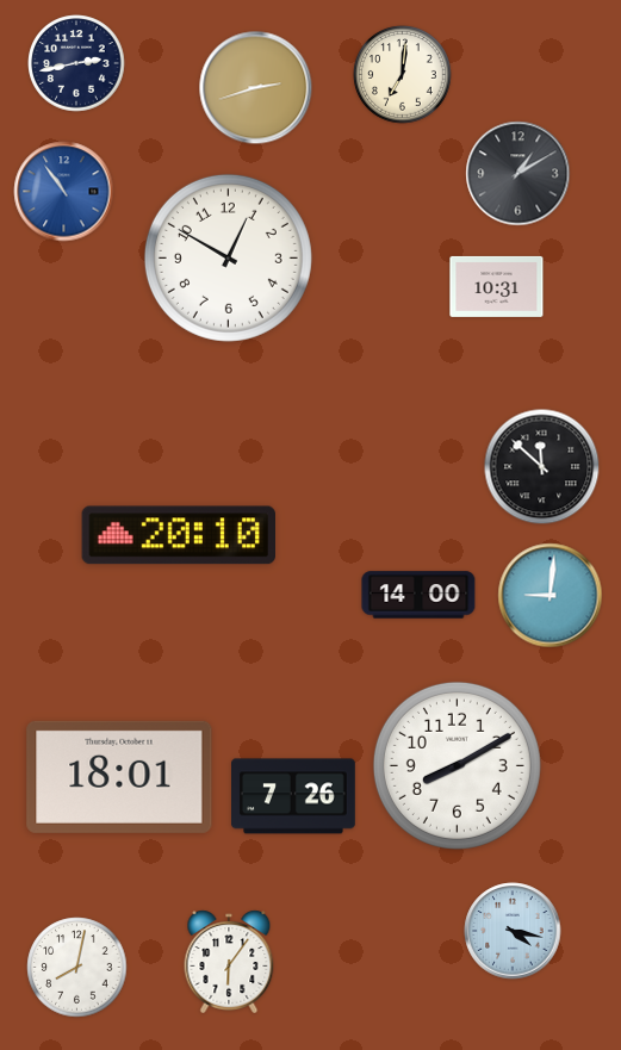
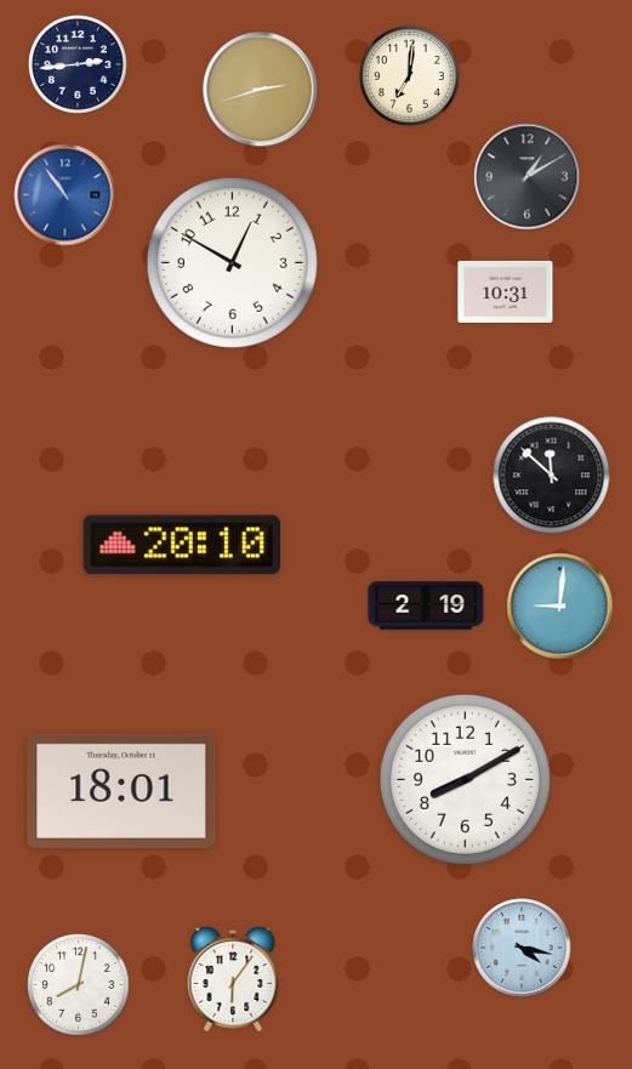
clock at (76, 63): 2:43 -> 2:44
clock at (418, 595): 14:00 -> 2:19
clock at (294, 796): 7:26 -> none
